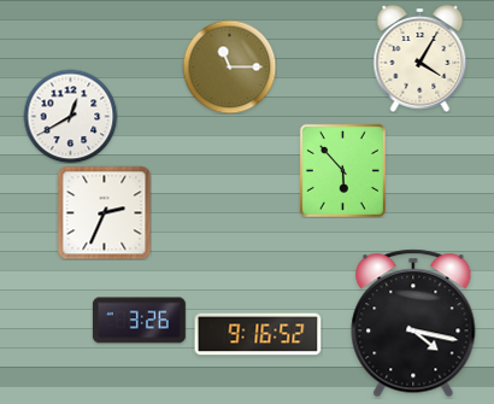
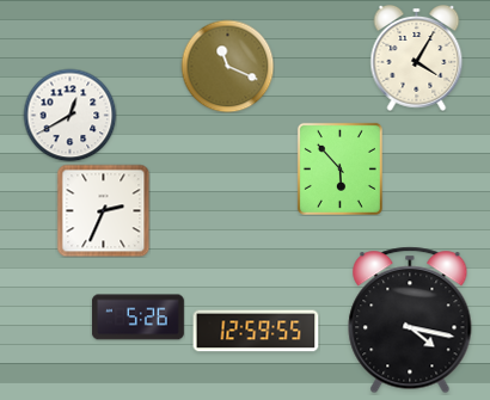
clock at (229, 66): 11:15 -> 11:19
clock at (139, 321): 3:26 -> 5:26
clock at (258, 334): 9:16 -> 12:59
